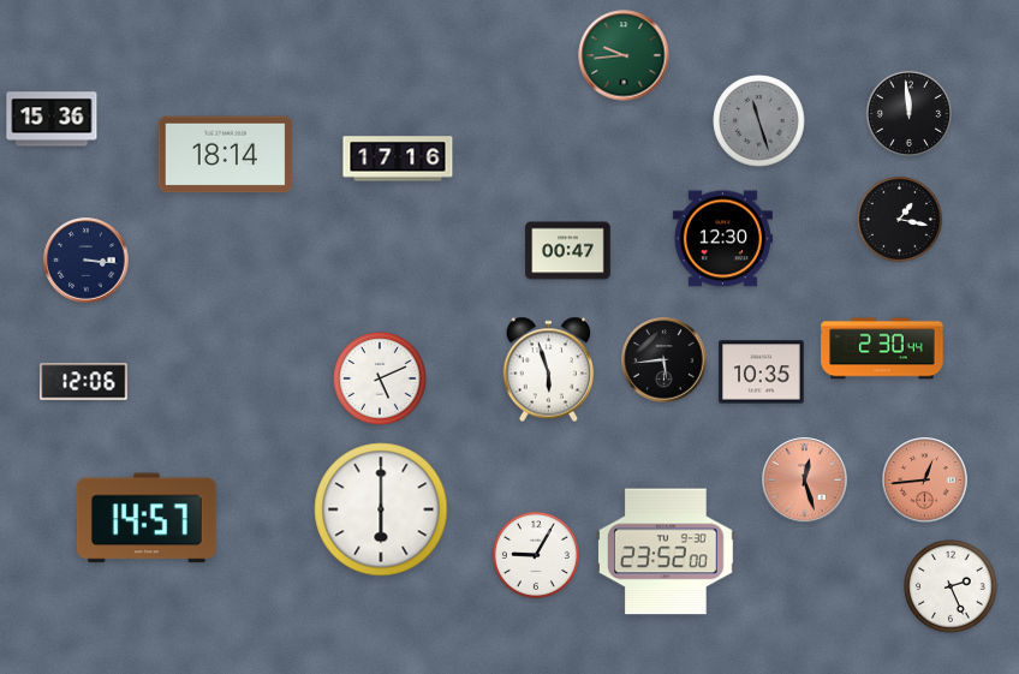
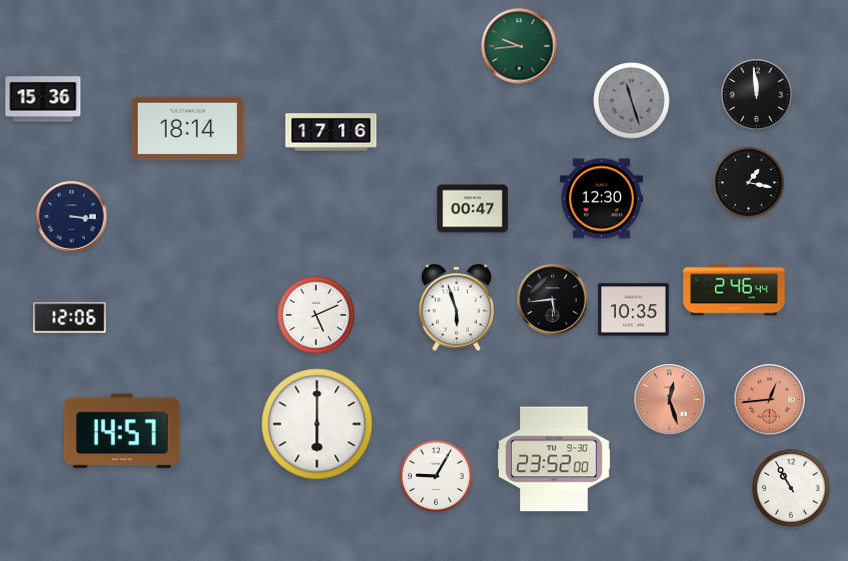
clock at (882, 348): 2:30 -> 2:46
clock at (536, 555) position: (536, 555) -> (436, 476)
clock at (951, 586): 2:26 -> 10:55
